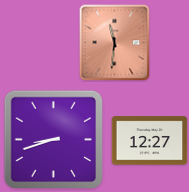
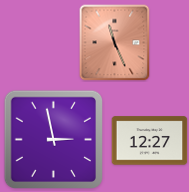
clock at (115, 43): 11:31 -> 11:26
clock at (53, 139): 8:42 -> 2:58
